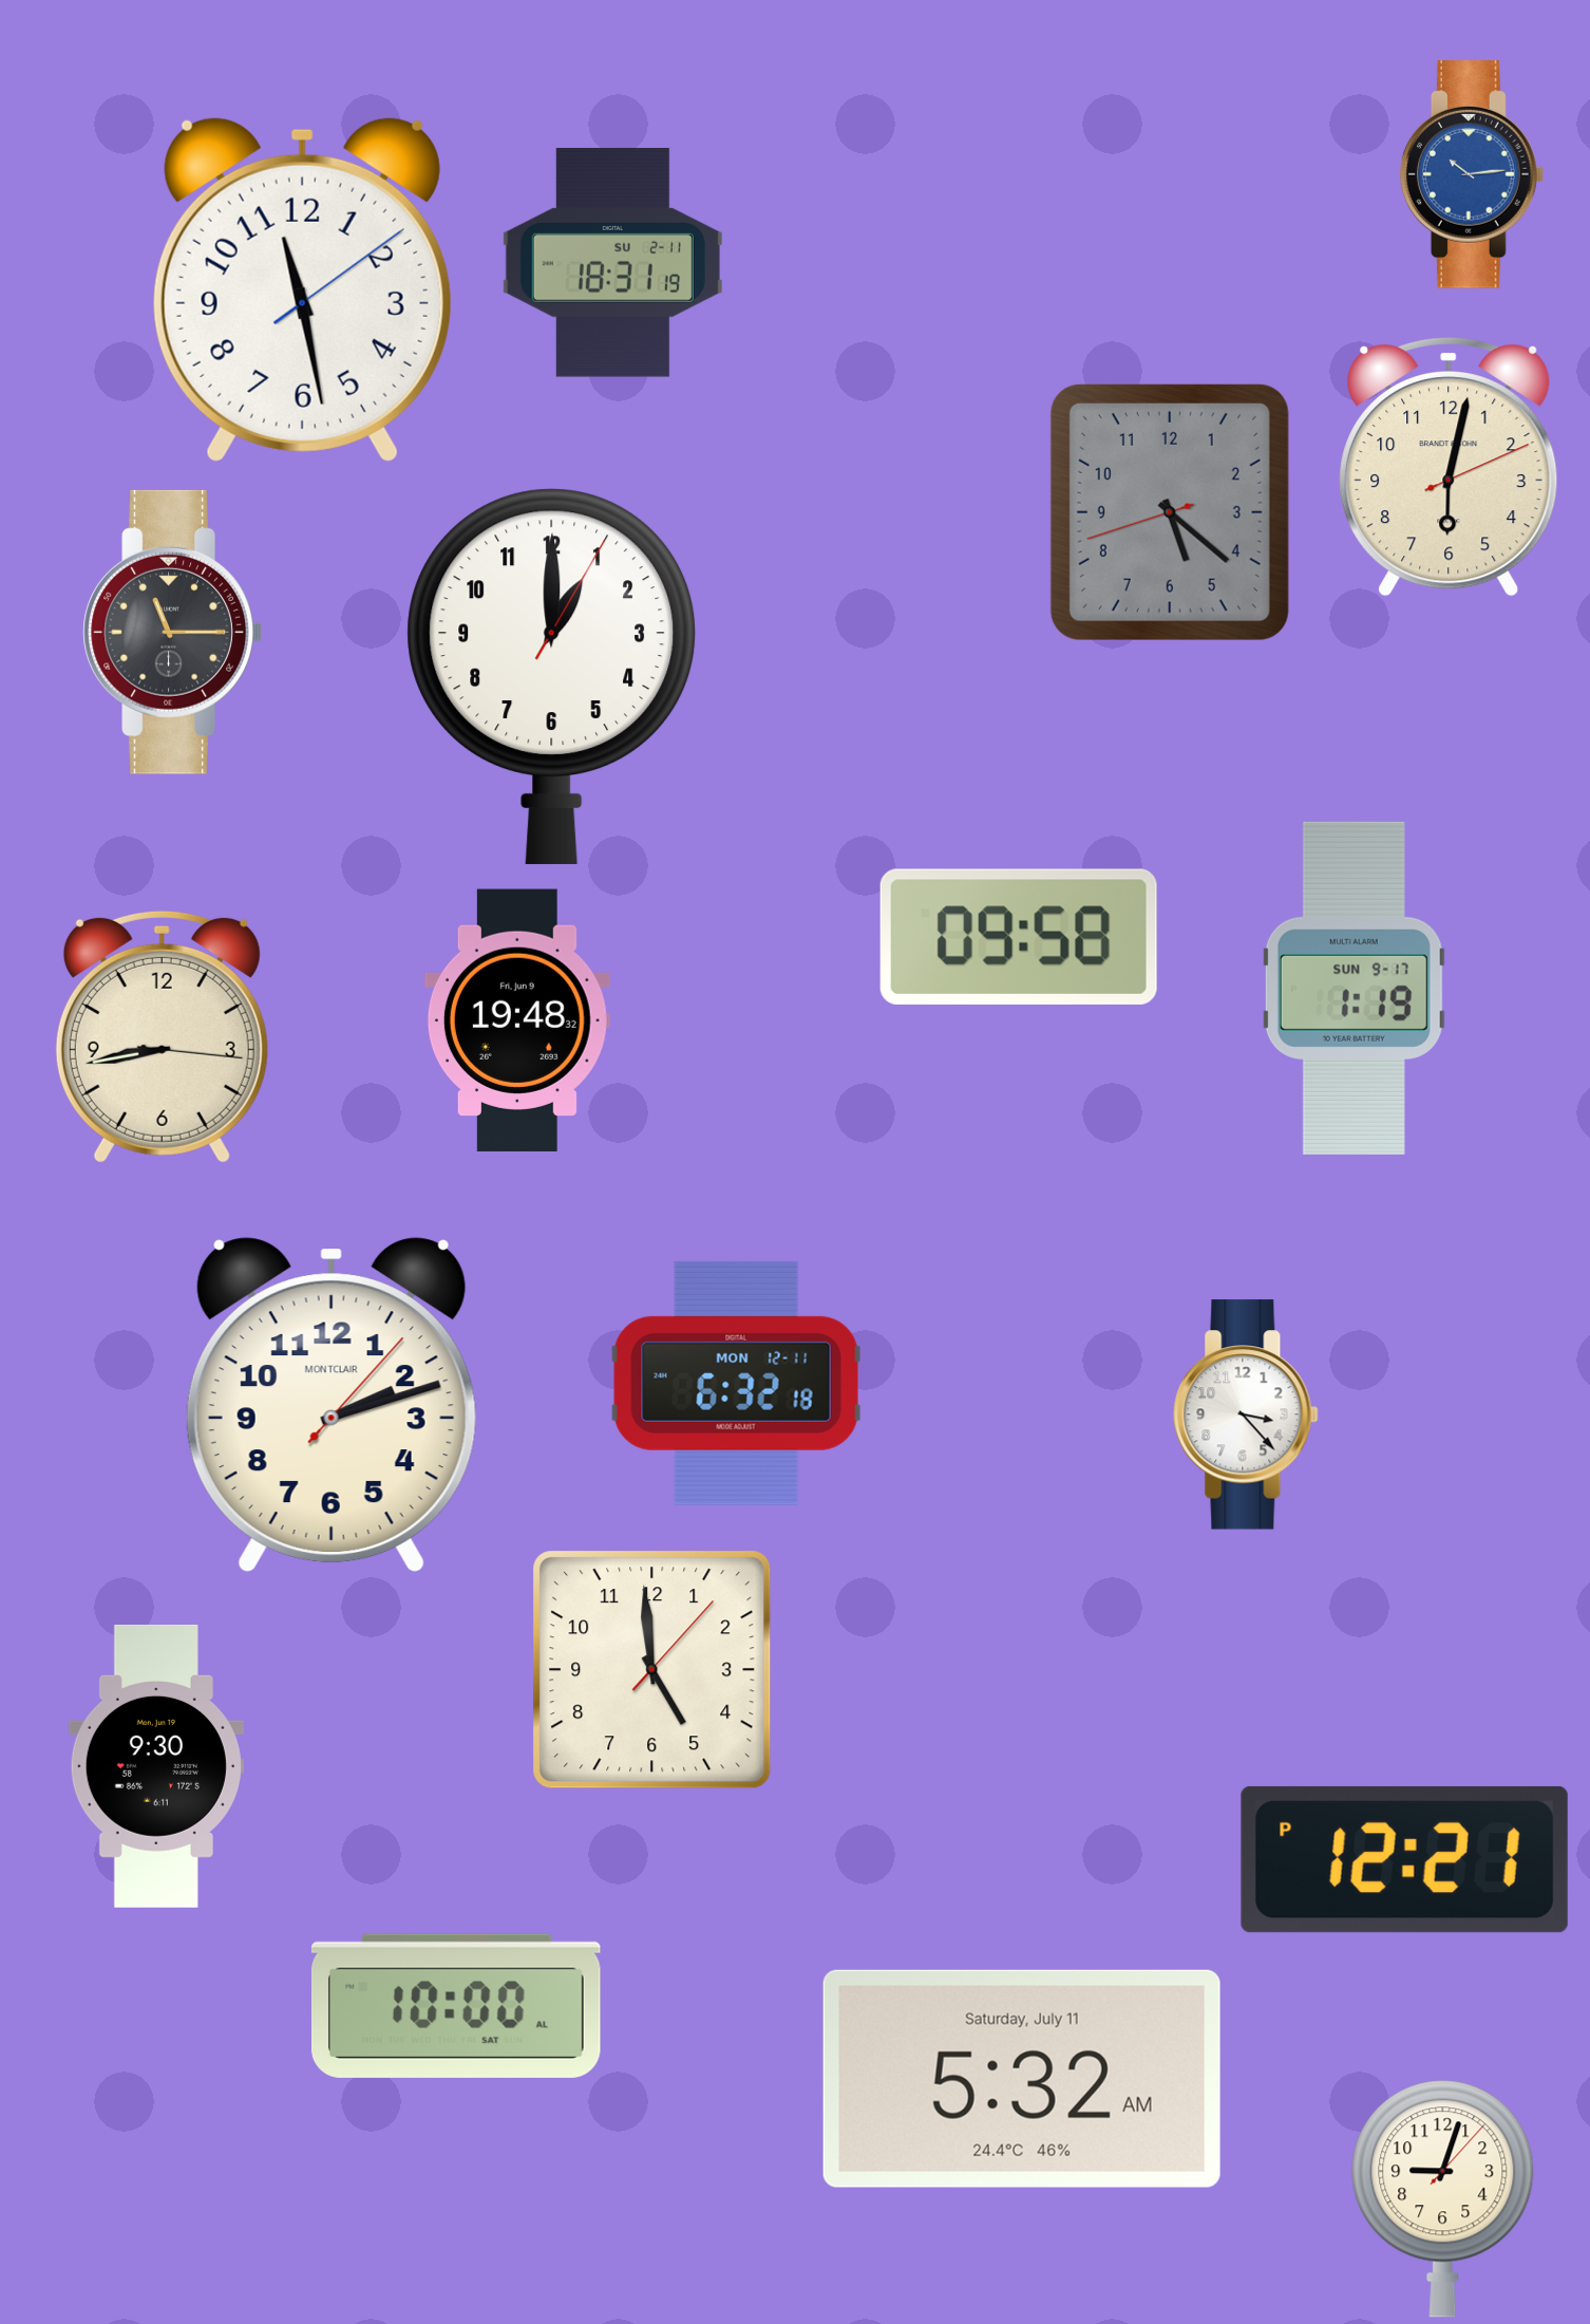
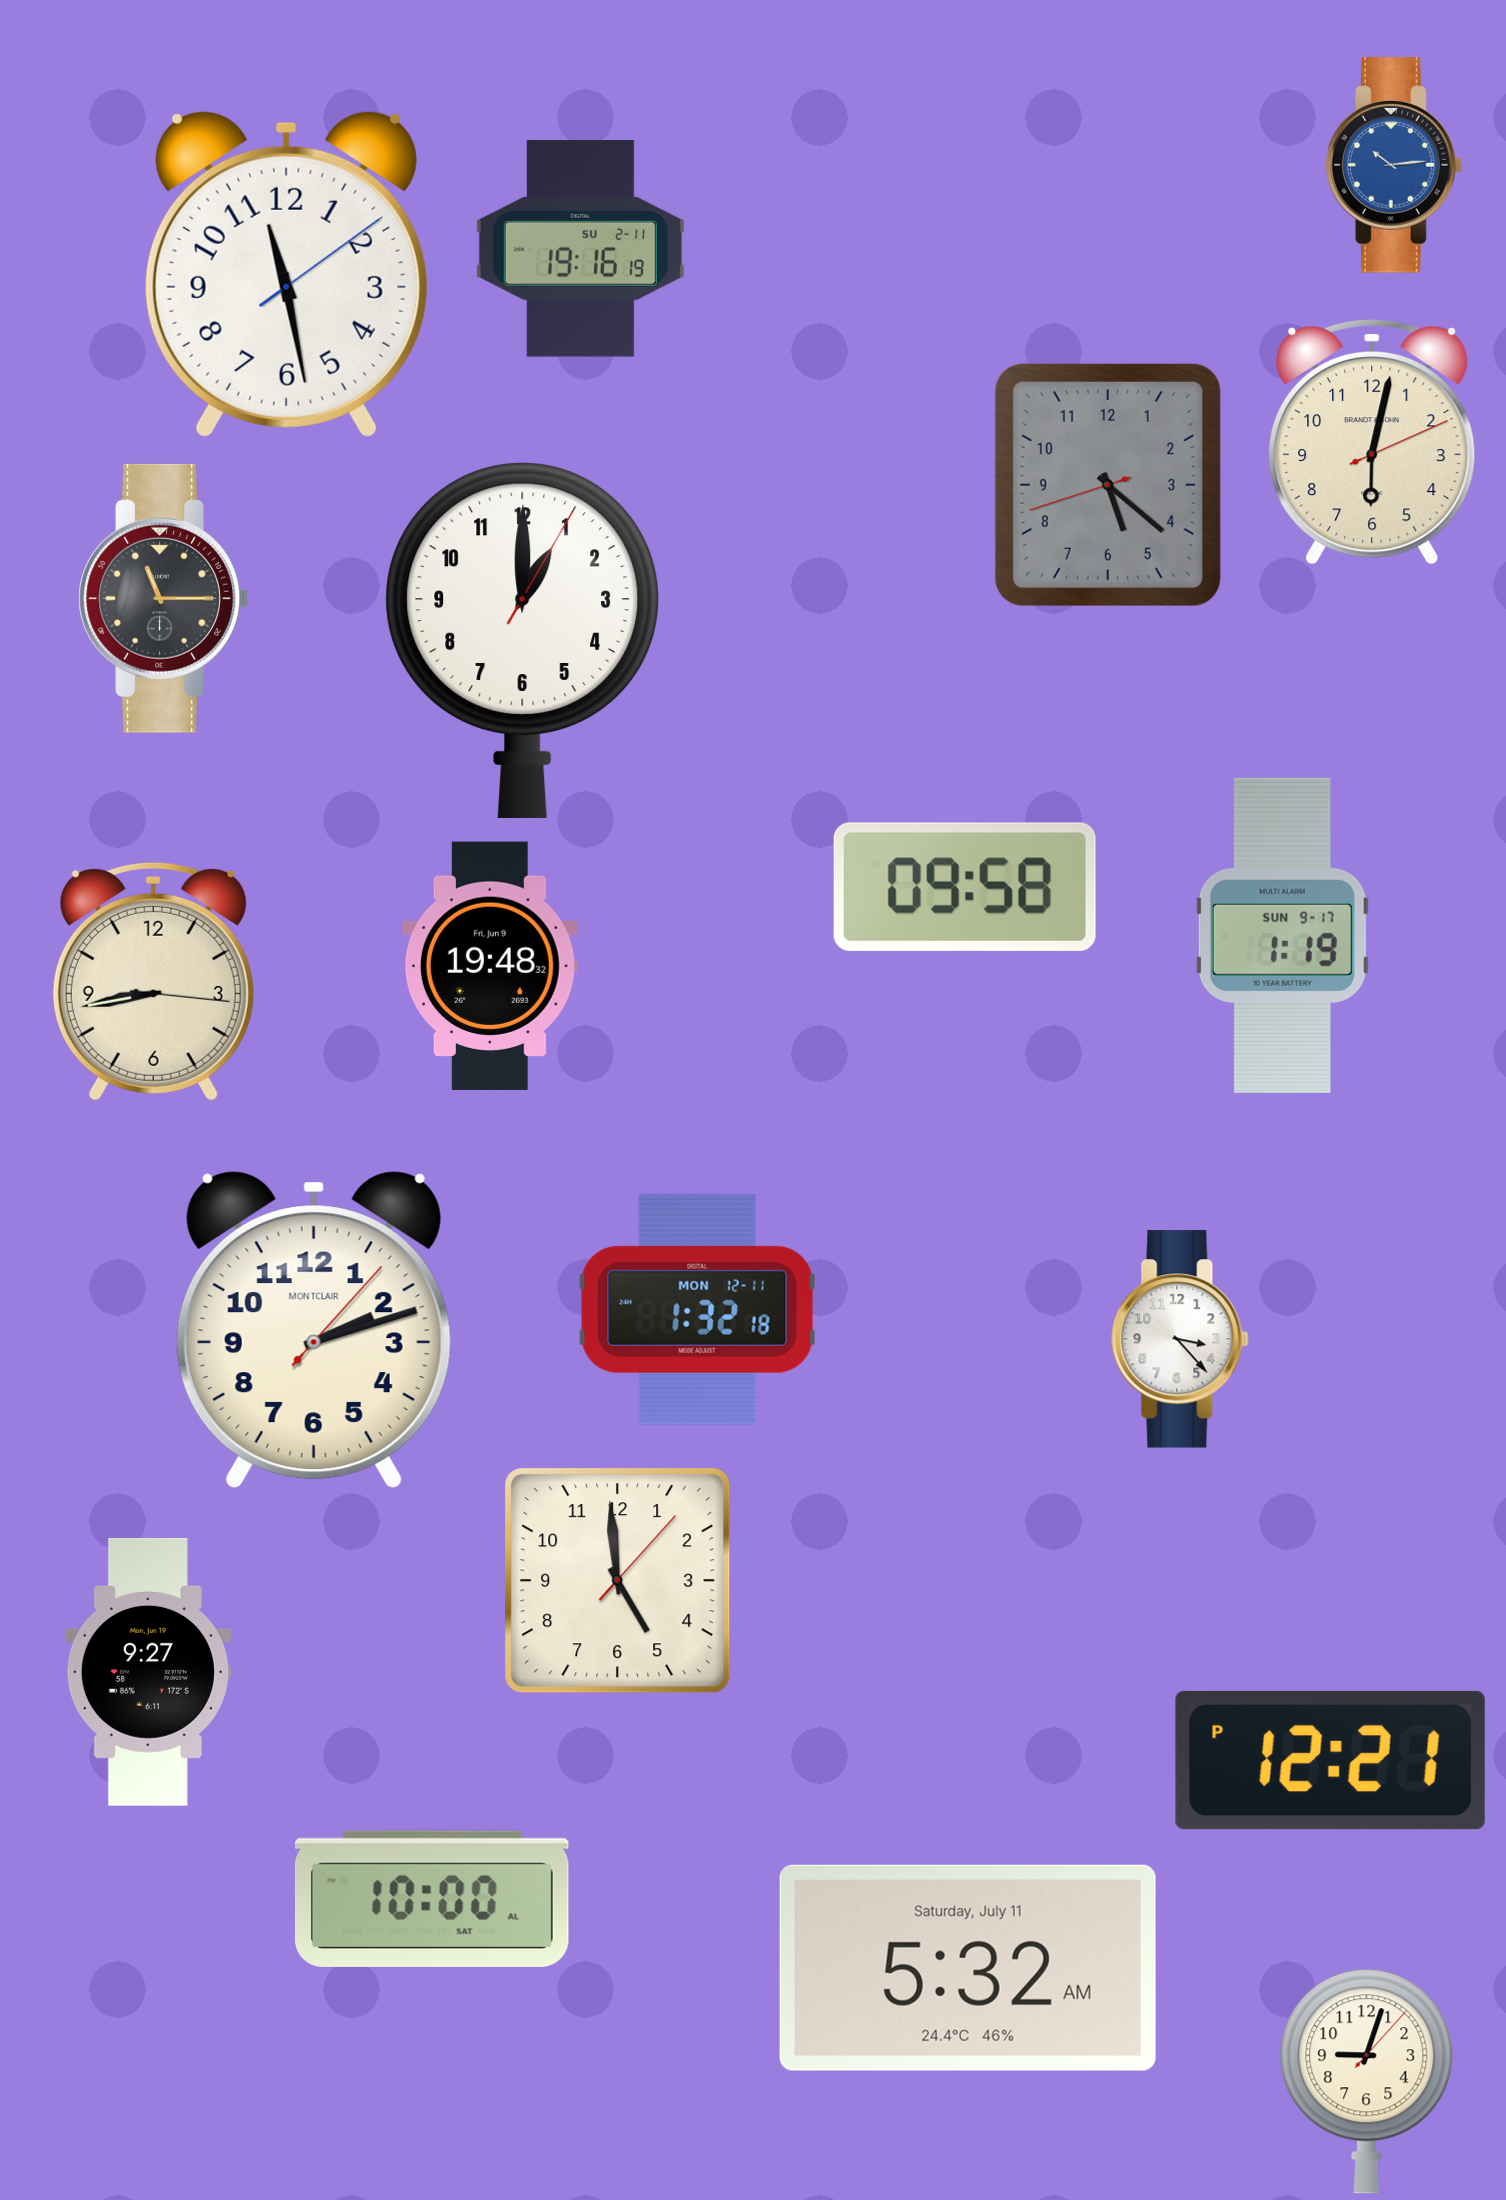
clock at (612, 263): 18:31 -> 19:16
clock at (737, 1383): 6:32 -> 1:32
clock at (156, 1766): 9:30 -> 9:27
